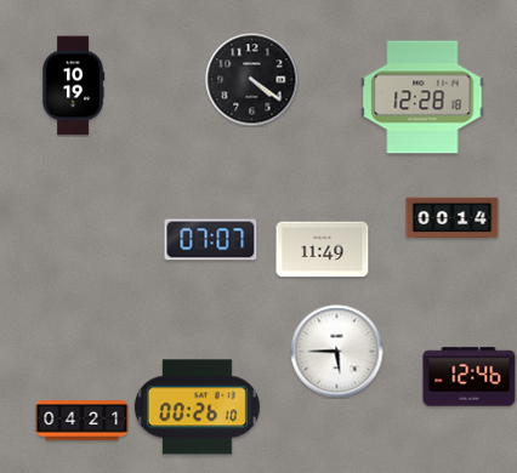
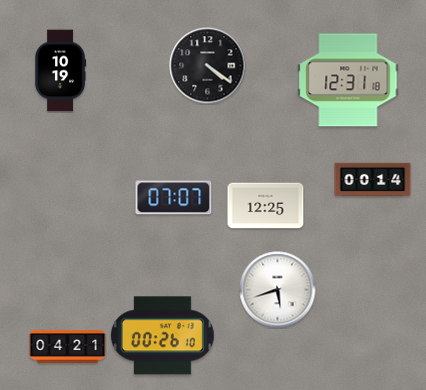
clock at (422, 97): 12:28 -> 12:31
clock at (323, 250): 11:49 -> 12:25
clock at (337, 352): 5:45 -> 5:42
clock at (470, 377): 12:46 -> none
